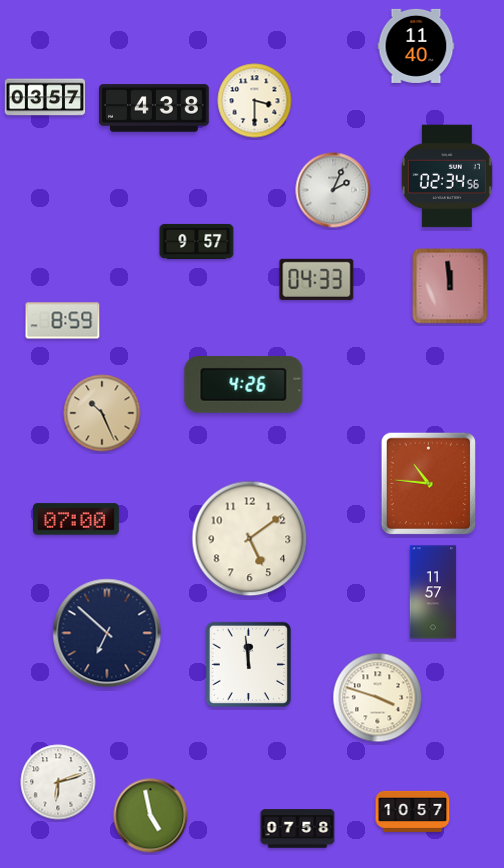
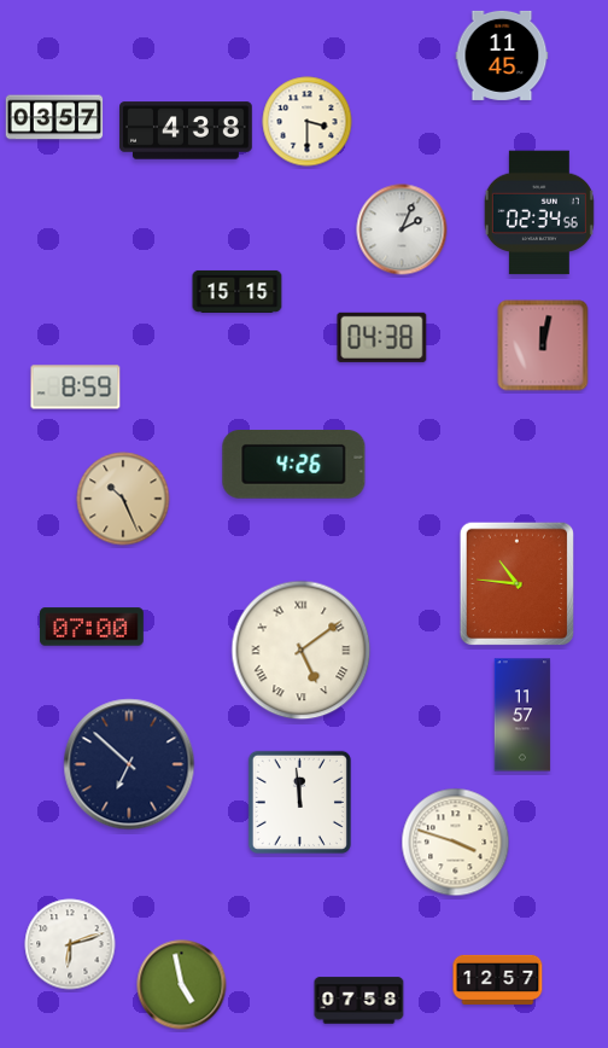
clock at (416, 46): 11:40 -> 11:45
clock at (197, 241): 9:57 -> 15:15
clock at (317, 279): 04:33 -> 04:38
clock at (450, 286): 11:59 -> 12:02
clock at (250, 539) numerals: Arabic -> Roman
clock at (413, 811): 10:57 -> 12:57
